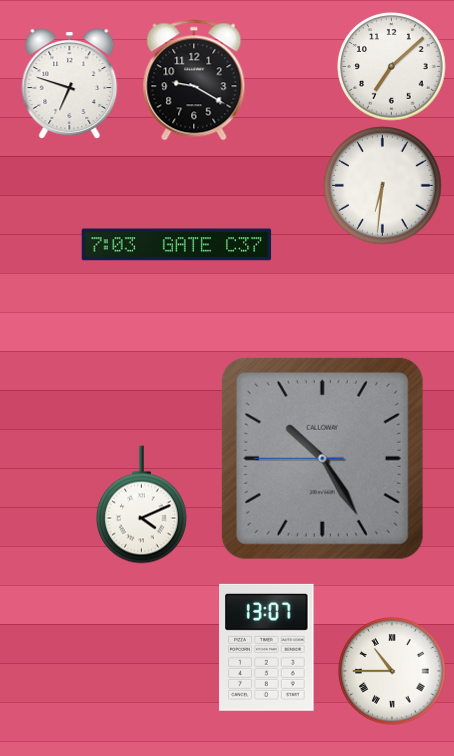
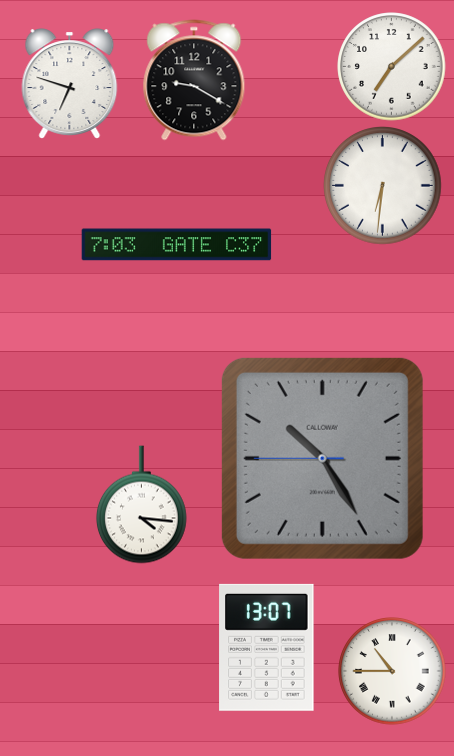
clock at (141, 505): 4:11 -> 4:16
